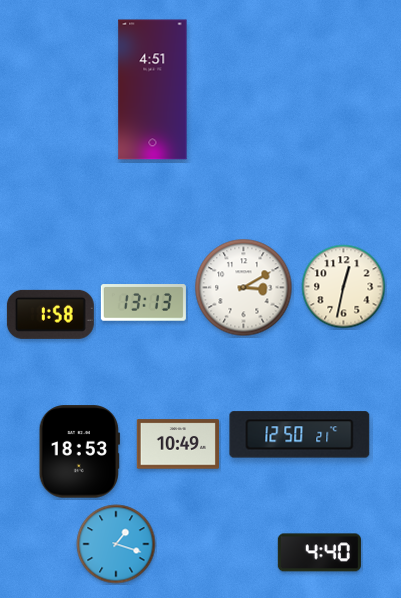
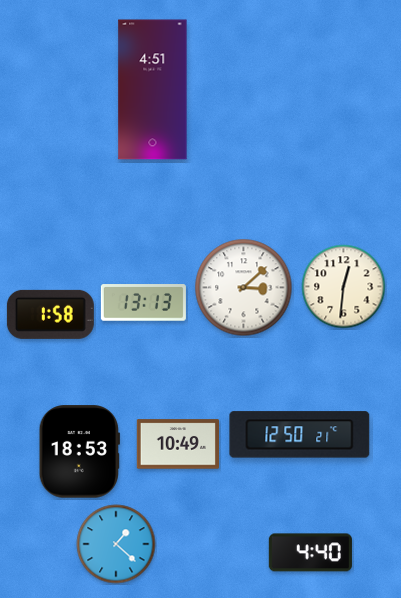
clock at (344, 287): 12:32 -> 12:31
clock at (244, 288): 3:10 -> 3:08
clock at (116, 544): 1:18 -> 1:22
clock at (319, 553) position: (319, 553) -> (310, 553)
